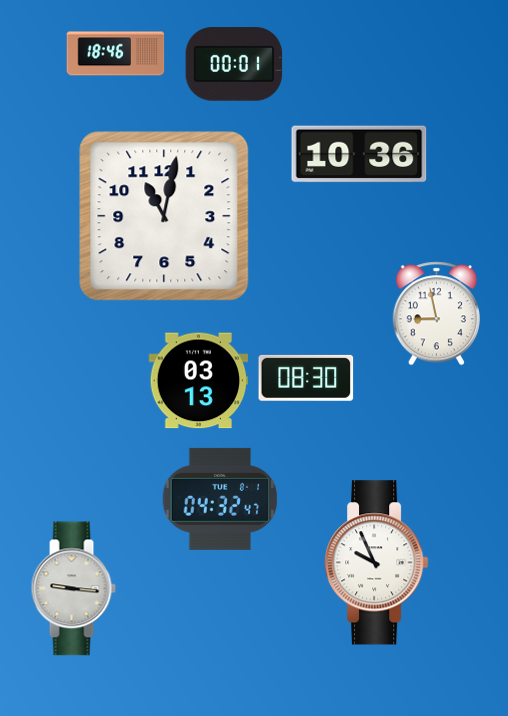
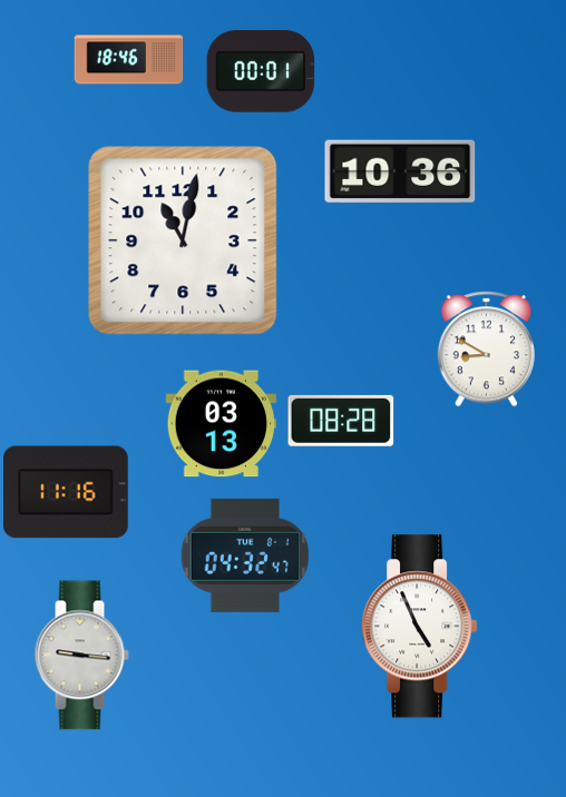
clock at (436, 314): 8:58 -> 8:50
clock at (306, 378): 08:30 -> 08:28
clock at (67, 492): none -> 11:16
clock at (377, 563): 9:56 -> 4:56
